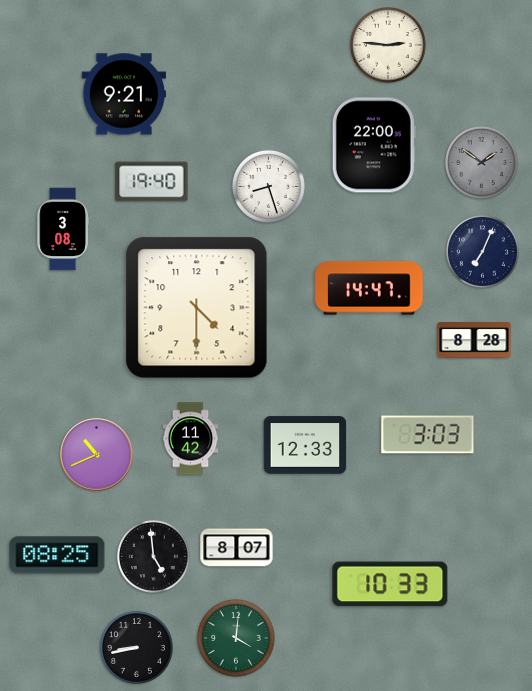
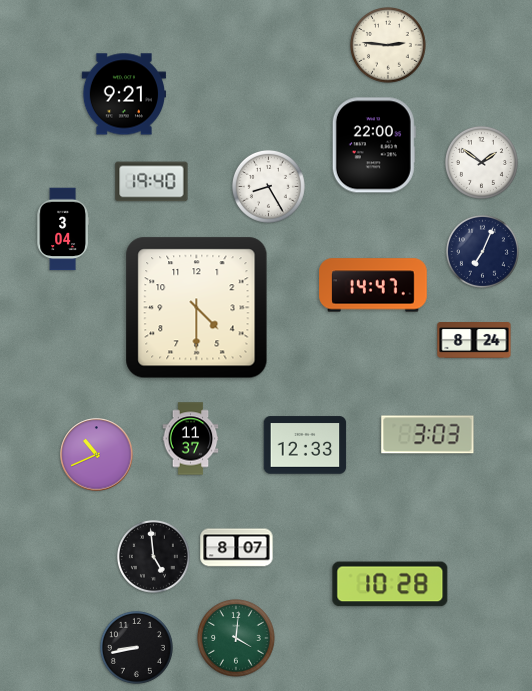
clock at (481, 162) dial: grey -> white
clock at (268, 186): 8:27 -> 8:25
clock at (63, 229): 3:08 -> 3:04
clock at (369, 288) position: (369, 288) -> (373, 285)
clock at (474, 341): 8:28 -> 8:24
clock at (191, 439): 11:42 -> 11:37
clock at (57, 555): 08:25 -> none
clock at (390, 584): 10:33 -> 10:28
